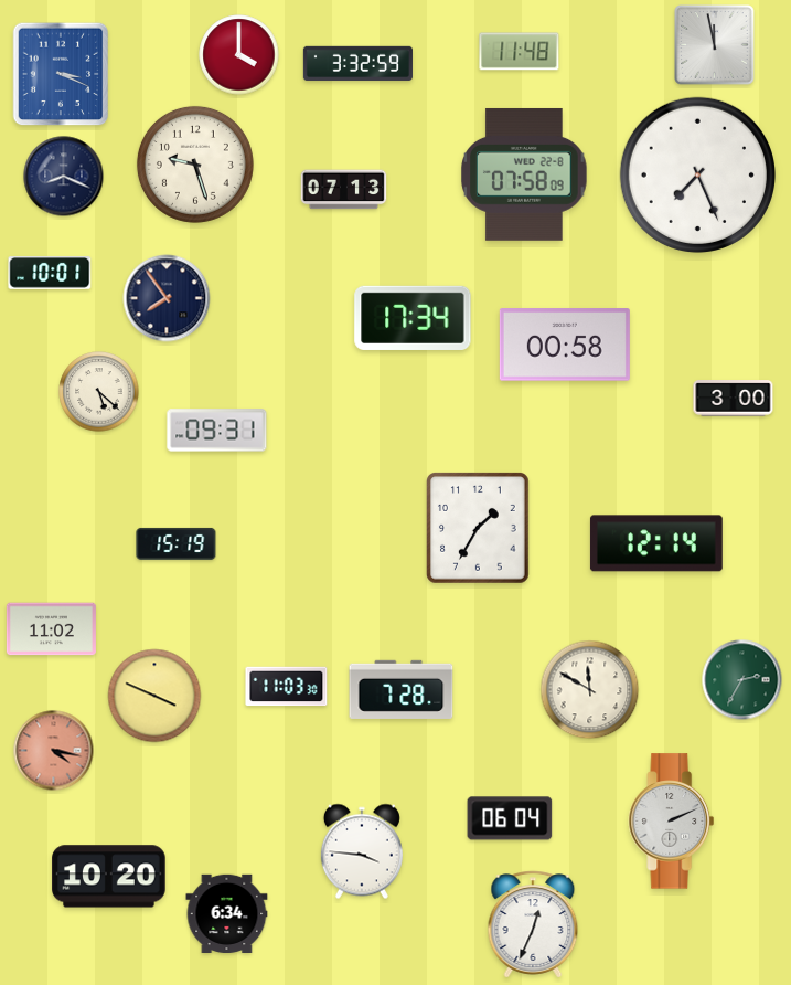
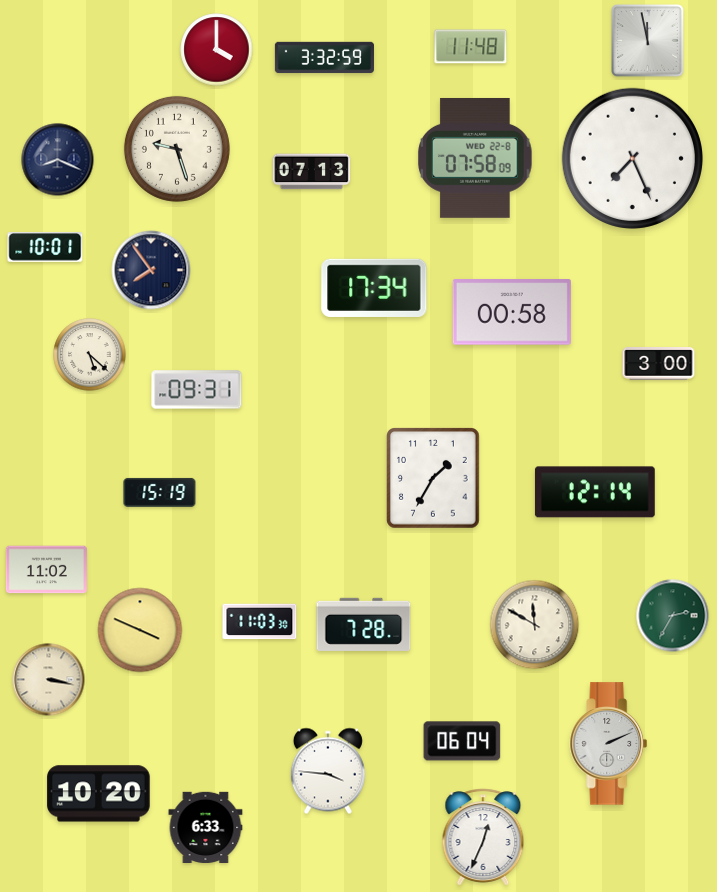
clock at (61, 74): 3:19 -> none
clock at (734, 399) position: (734, 399) -> (659, 364)
clock at (54, 751): 4:17 -> 3:17
clock at (54, 751) dial: salmon -> cream
clock at (227, 913): 6:34 -> 6:33
